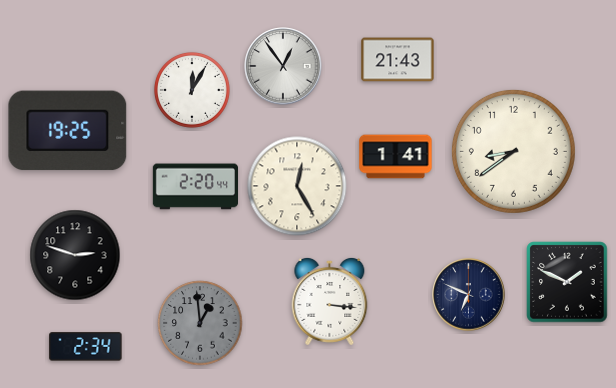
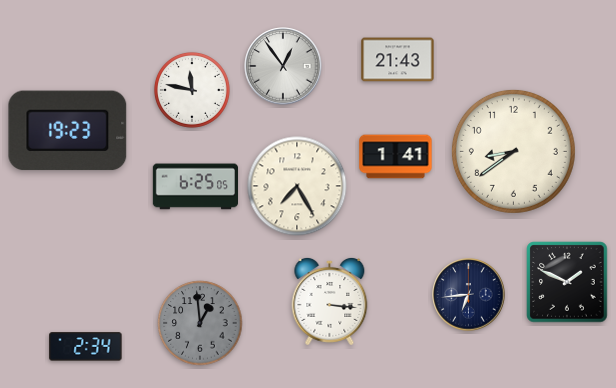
clock at (192, 90): 12:05 -> 11:47
clock at (68, 131): 19:25 -> 19:23
clock at (297, 186): 12:25 -> 7:25
clock at (195, 187): 2:20 -> 6:25
clock at (75, 255): 2:48 -> none
clock at (469, 295): 6:49 -> 6:44
